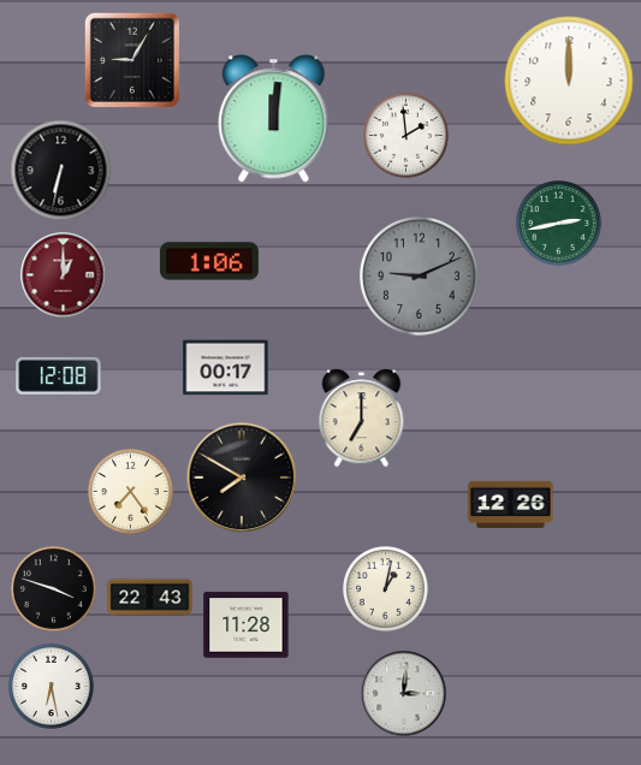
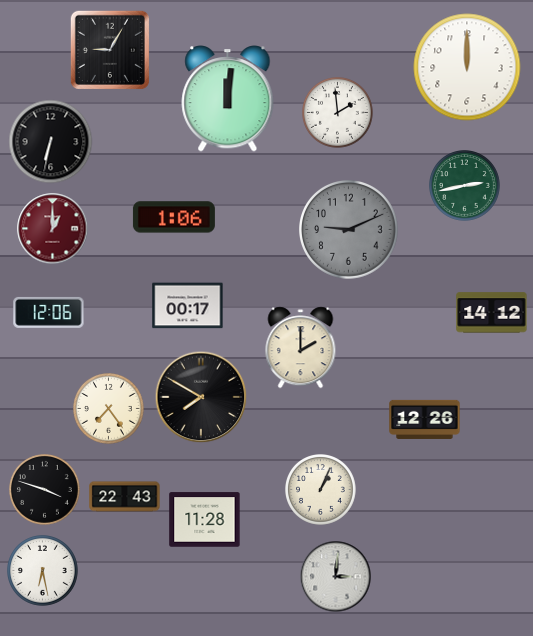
clock at (569, 81) position: (569, 81) -> (467, 67)
clock at (59, 375): 12:08 -> 12:06
clock at (492, 313): none -> 14:12
clock at (362, 419): 7:00 -> 2:00
clock at (386, 589): 1:02 -> 1:04
